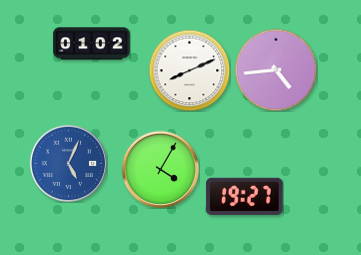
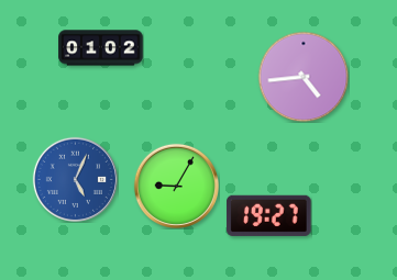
clock at (189, 70): 8:11 -> none
clock at (160, 169): 4:05 -> 9:05
